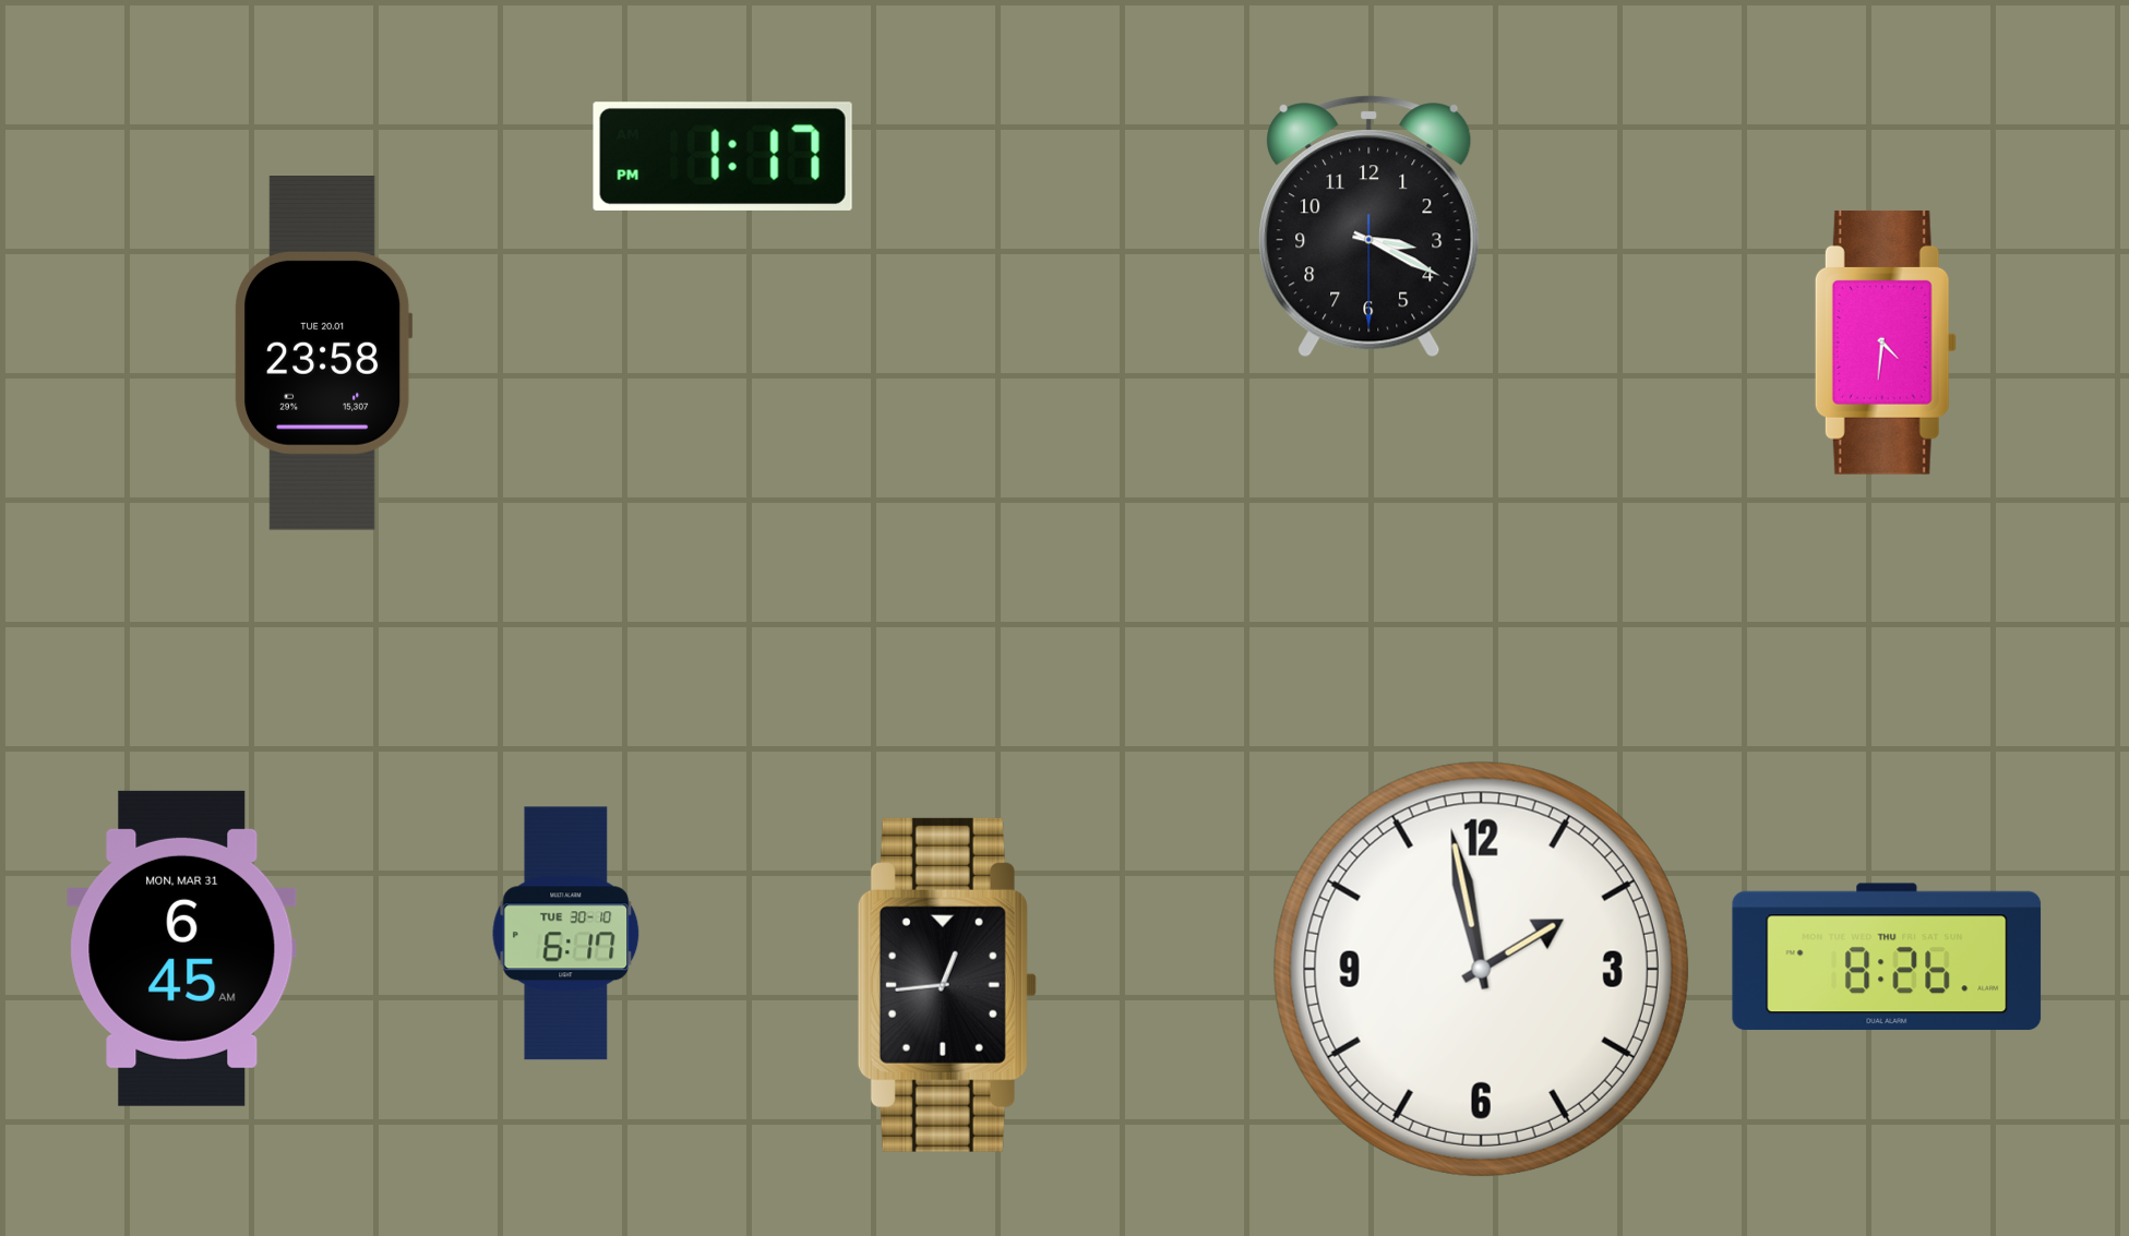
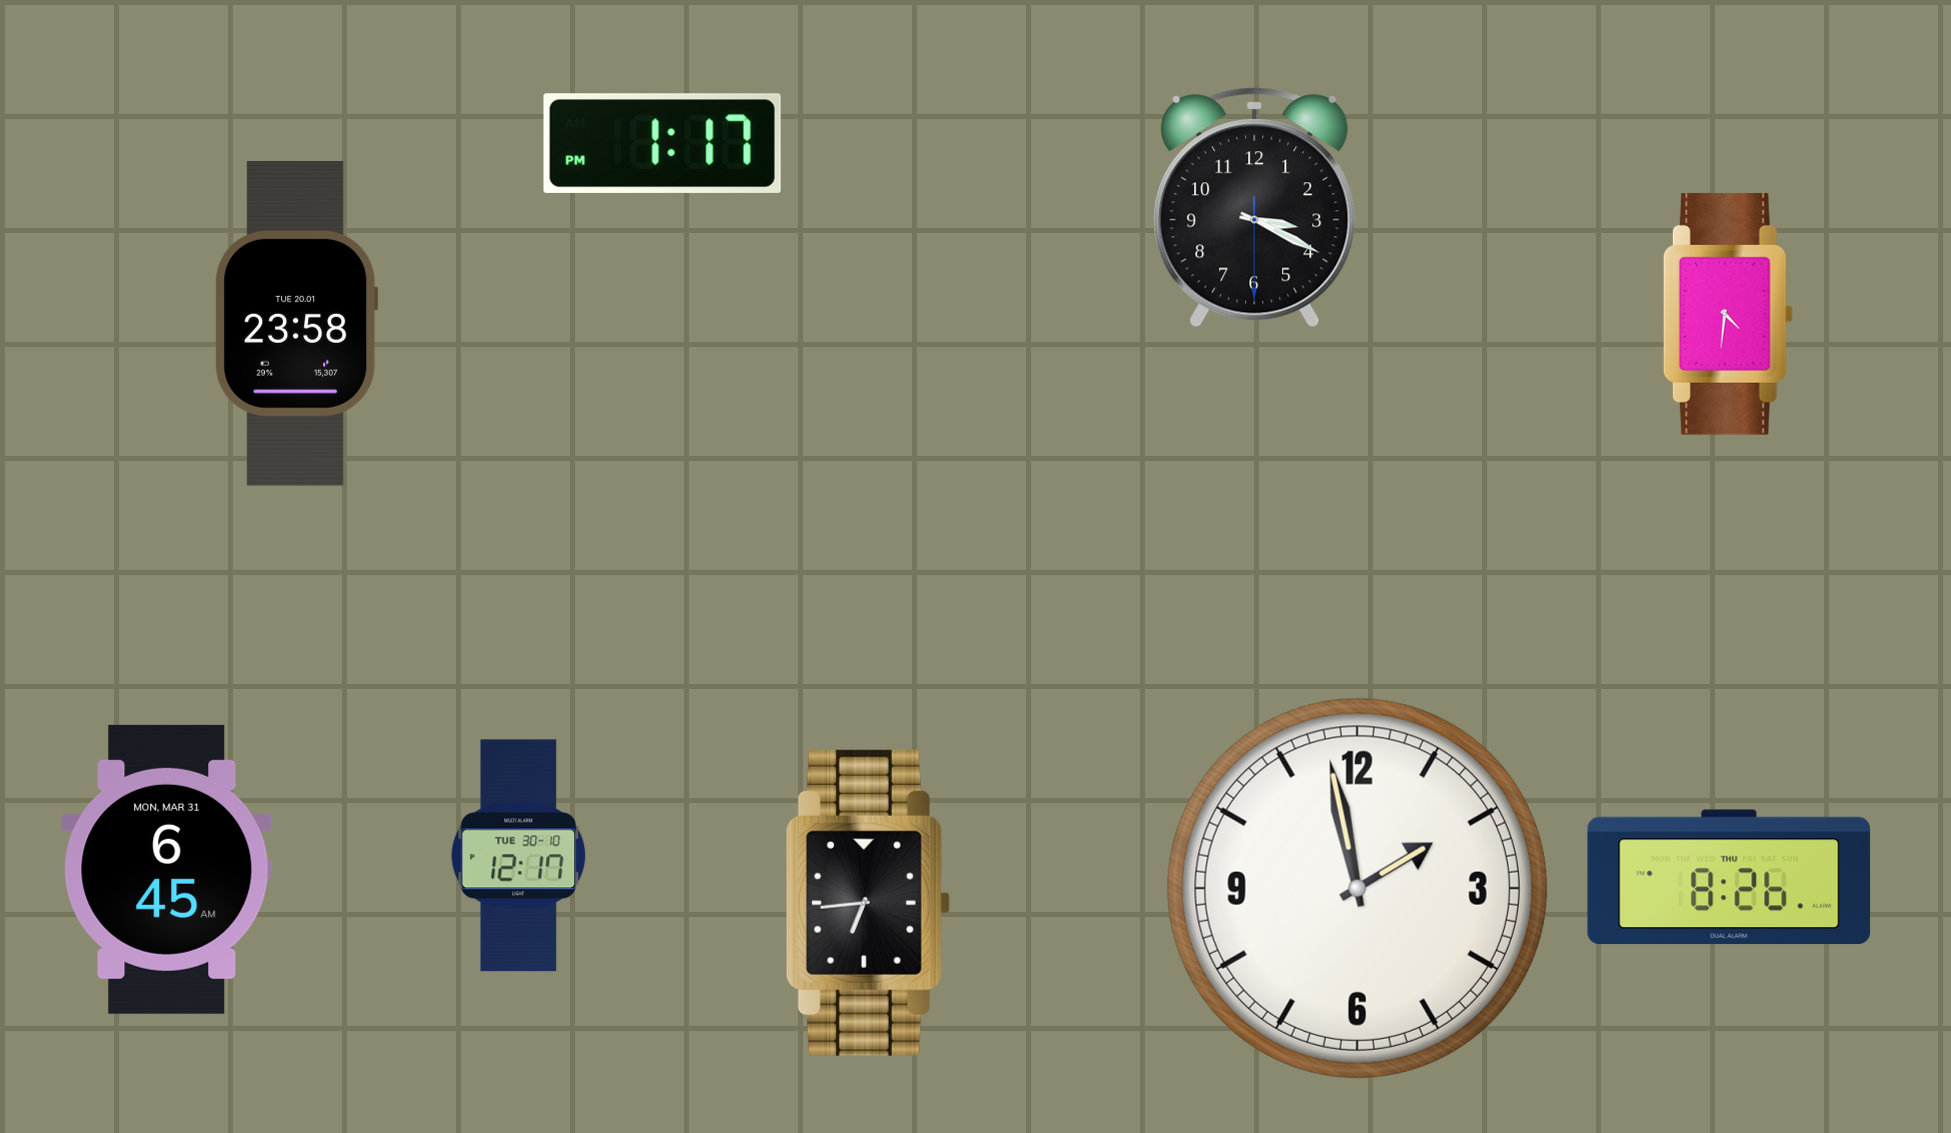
clock at (566, 934): 6:17 -> 12:17
clock at (947, 985): 12:44 -> 6:44
